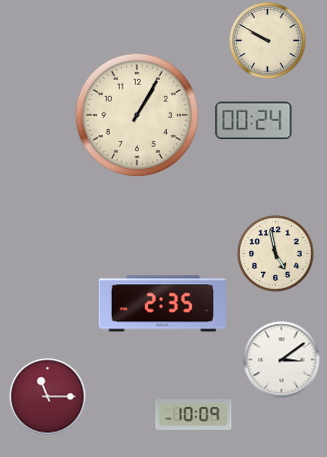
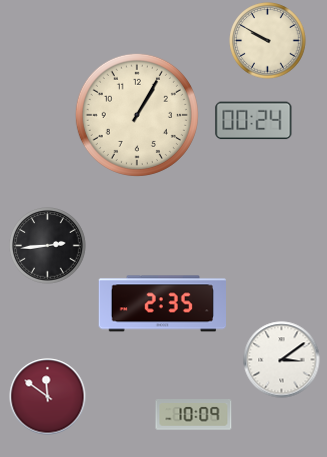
clock at (48, 246): none -> 2:44
clock at (276, 254): 4:58 -> none
clock at (48, 397): 11:15 -> 11:51
